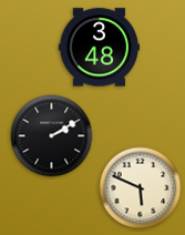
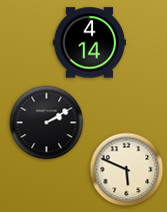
clock at (99, 48): 3:48 -> 4:14
